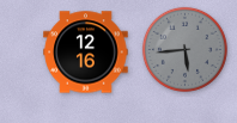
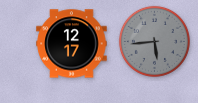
clock at (86, 53): 12:16 -> 12:17
